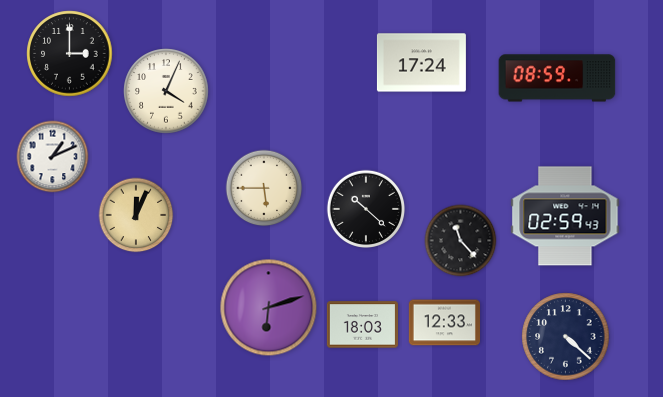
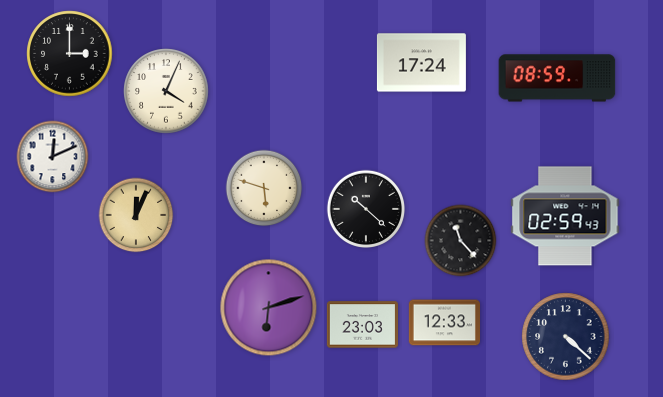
clock at (53, 157): 1:11 -> 12:11
clock at (264, 188): 5:45 -> 5:48
clock at (362, 325): 18:03 -> 23:03
